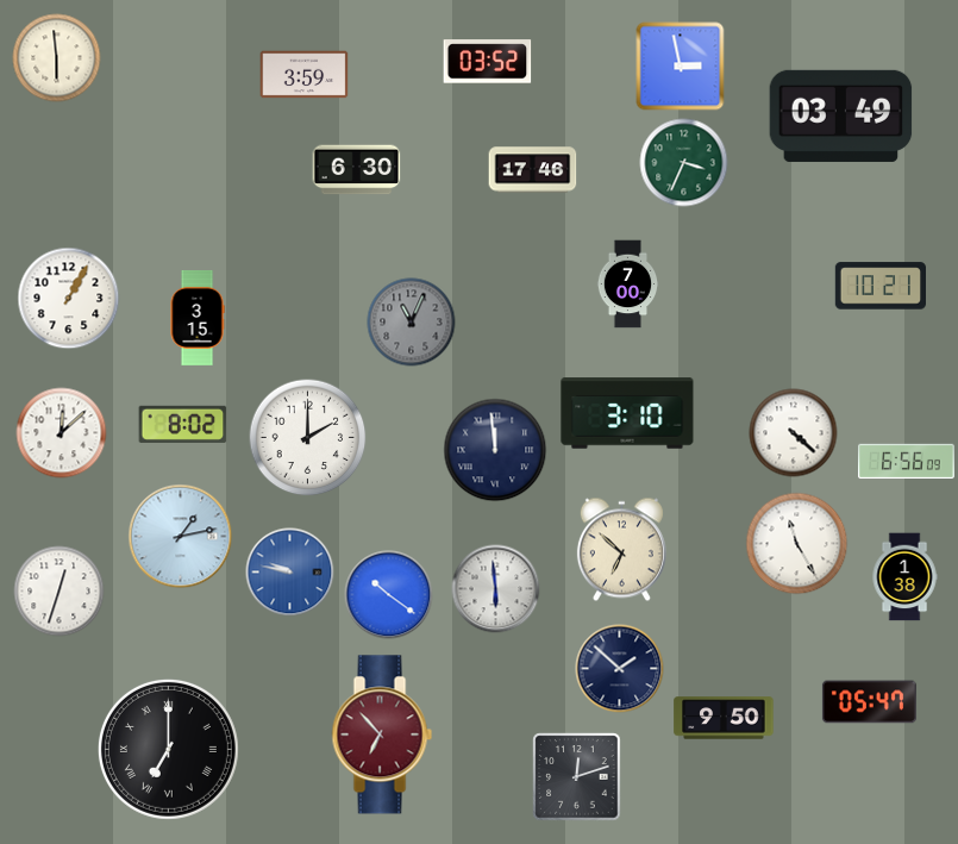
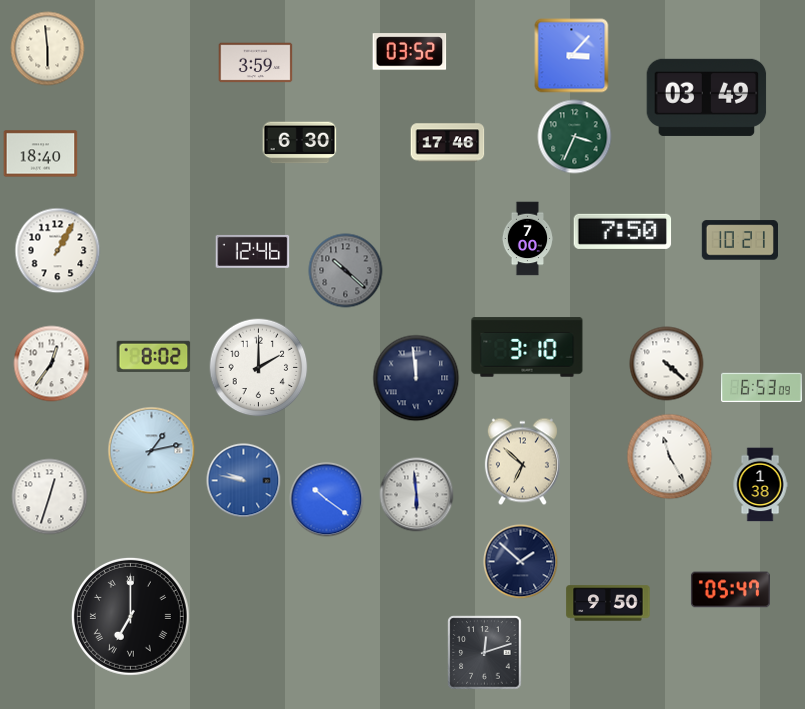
clock at (681, 67): 2:58 -> 3:07
clock at (41, 154): none -> 18:40
clock at (623, 231): none -> 7:50
clock at (253, 251): none -> 12:46
clock at (198, 319): 3:15 -> none
clock at (412, 323): 11:04 -> 10:22
clock at (62, 433): 12:08 -> 12:36
clock at (907, 462): 6:56 -> 6:53
clock at (382, 734): 6:53 -> none
clock at (168, 749) position: (168, 749) -> (130, 616)
